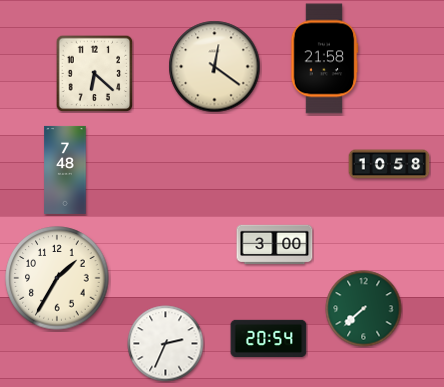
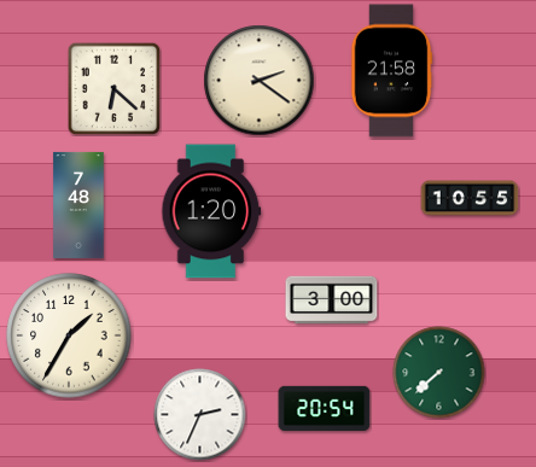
clock at (215, 67): 12:21 -> 2:21
clock at (389, 164): 10:58 -> 10:55
clock at (211, 211): none -> 1:20
clock at (275, 245) position: (275, 245) -> (332, 300)
